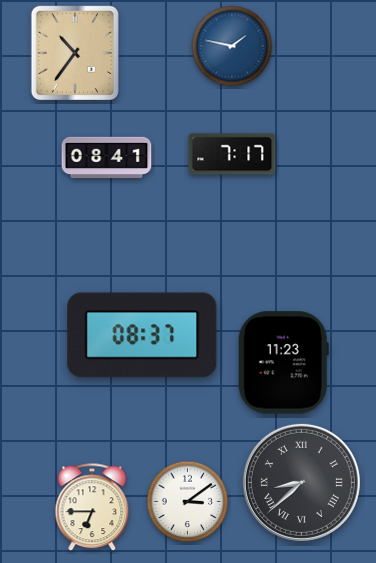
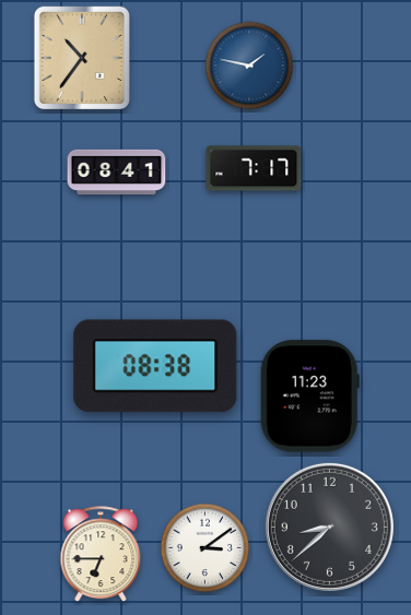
clock at (232, 46) position: (232, 46) -> (249, 66)
clock at (142, 335): 08:37 -> 08:38
clock at (301, 482) numerals: Roman -> Arabic
